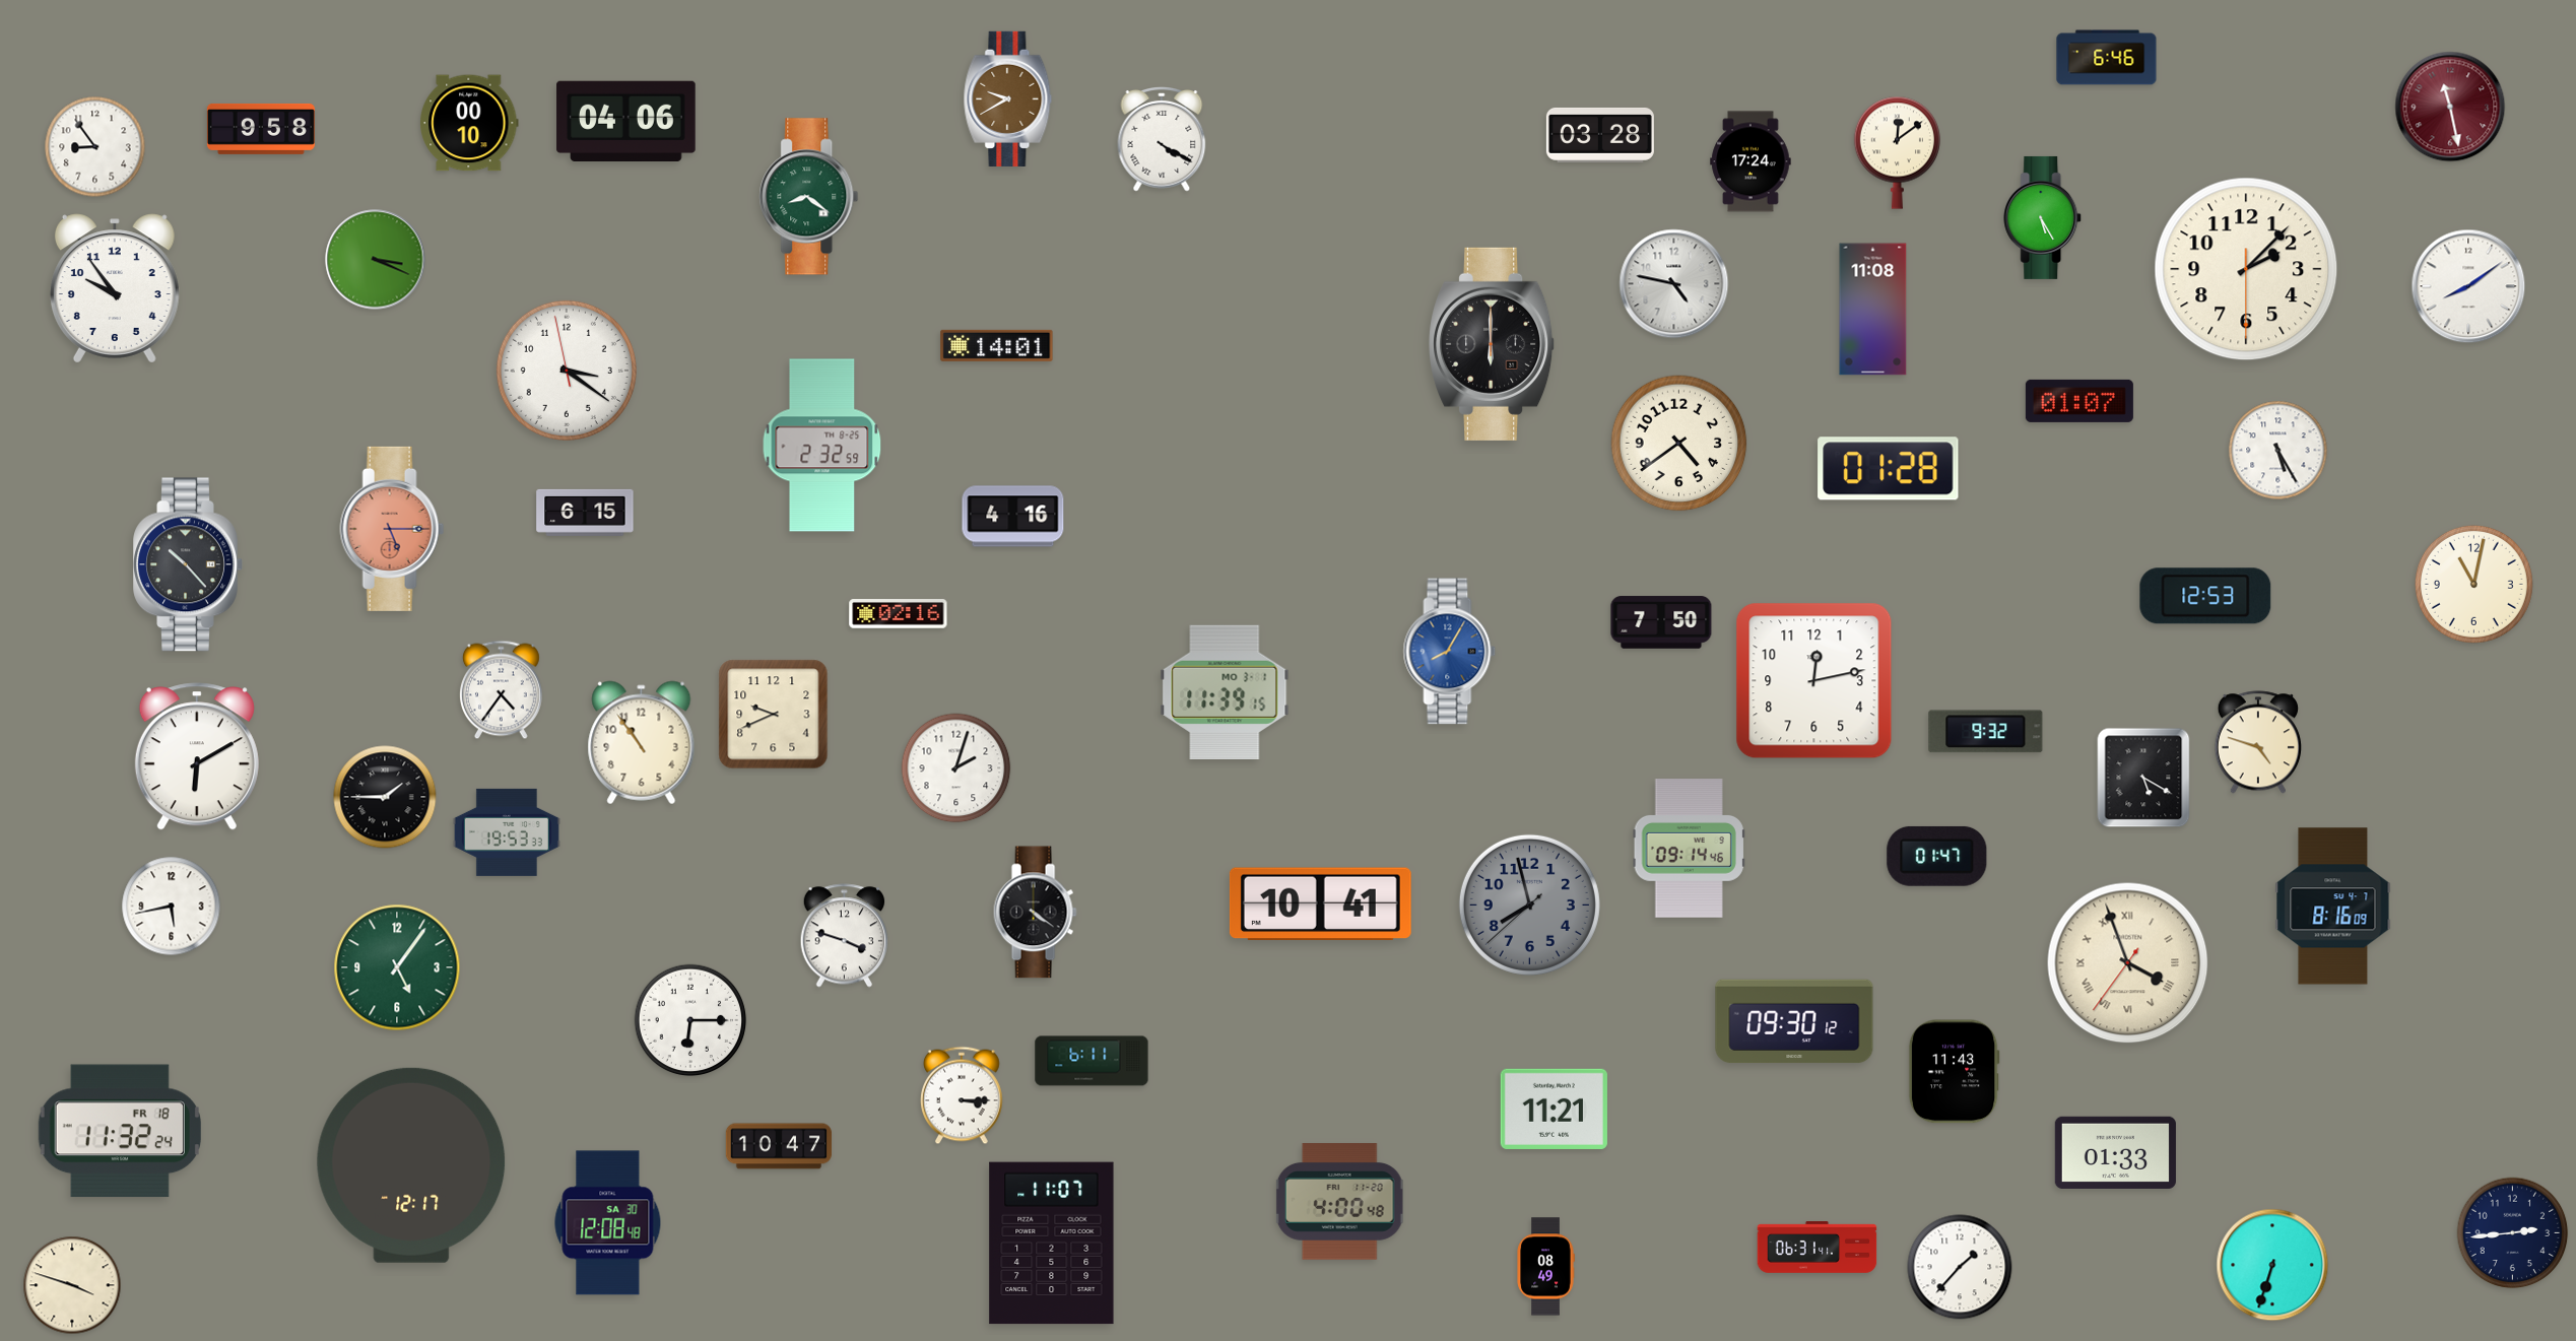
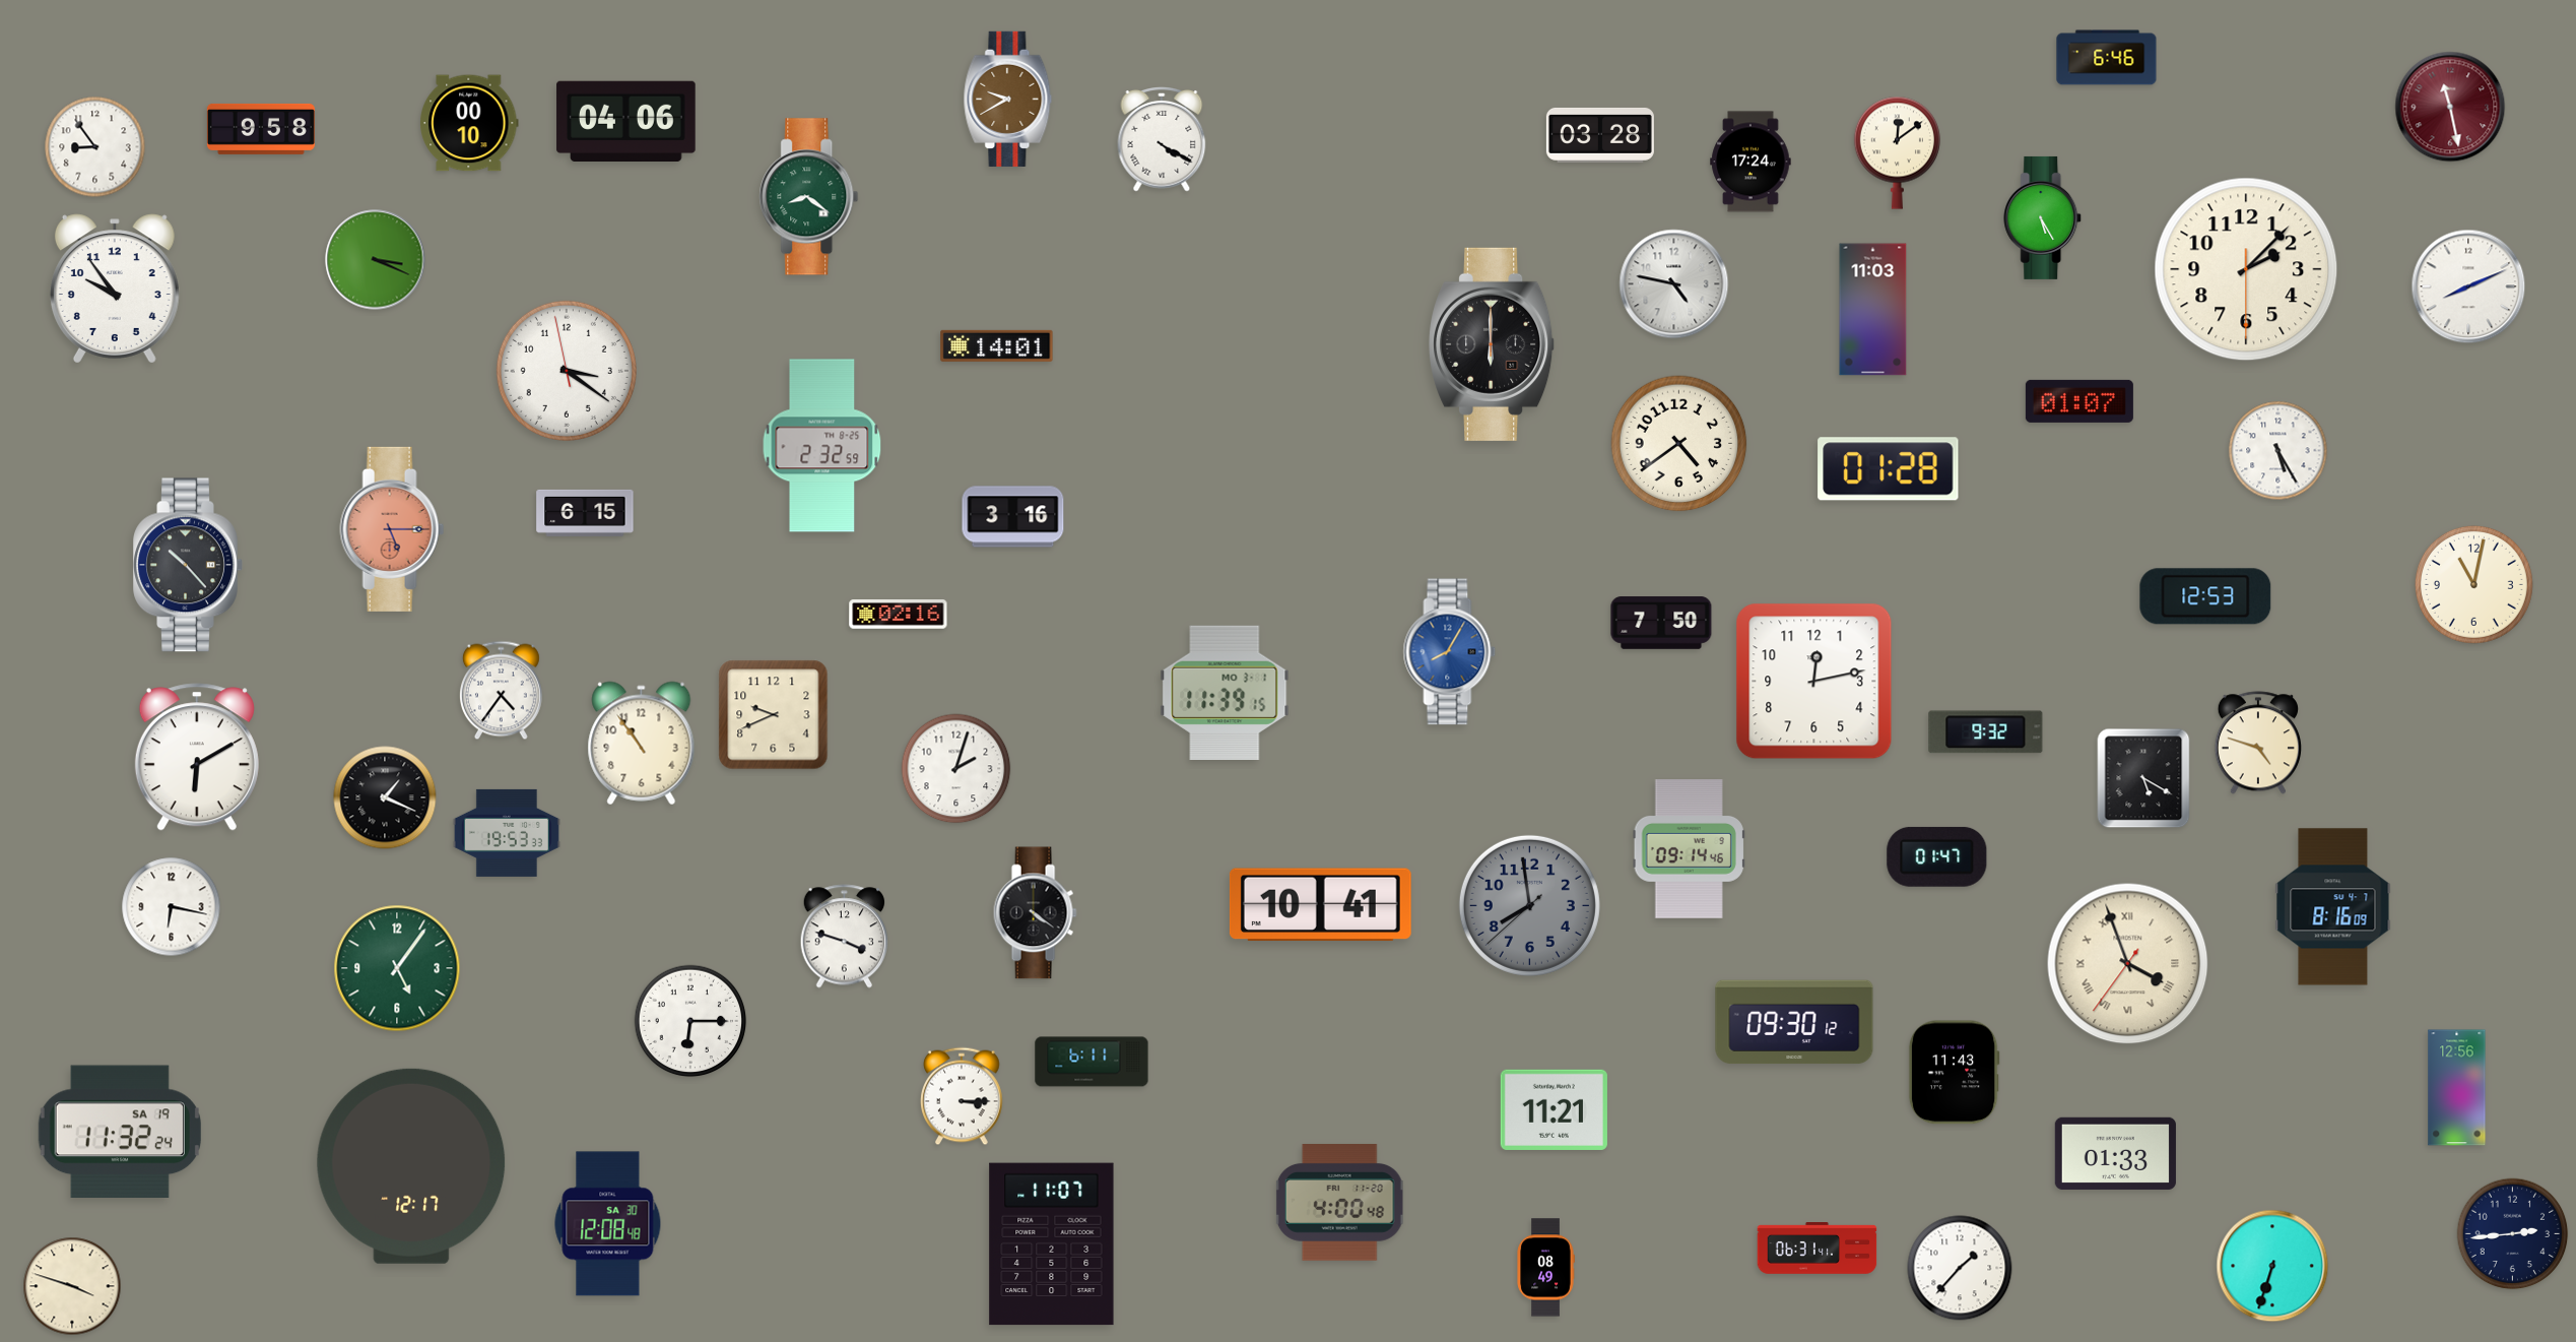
clock at (2468, 286): 8:09 -> 8:11
clock at (1873, 310): 11:08 -> 11:03
clock at (1013, 517): 4:16 -> 3:16
clock at (385, 797): 1:45 -> 1:19
clock at (1529, 904): 7:57 -> 7:58
clock at (172, 907): 5:43 -> 6:17
clock at (2457, 1088): none -> 12:56
clock at (120, 1131) date: FR 18 -> SA 19
clock at (779, 1146): 10:47 -> none
